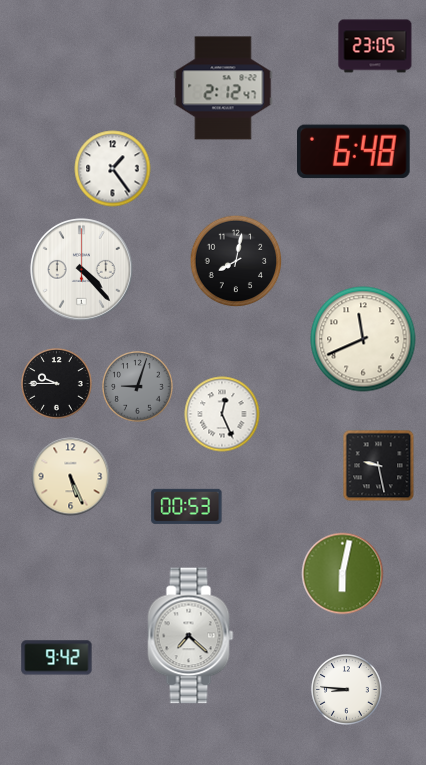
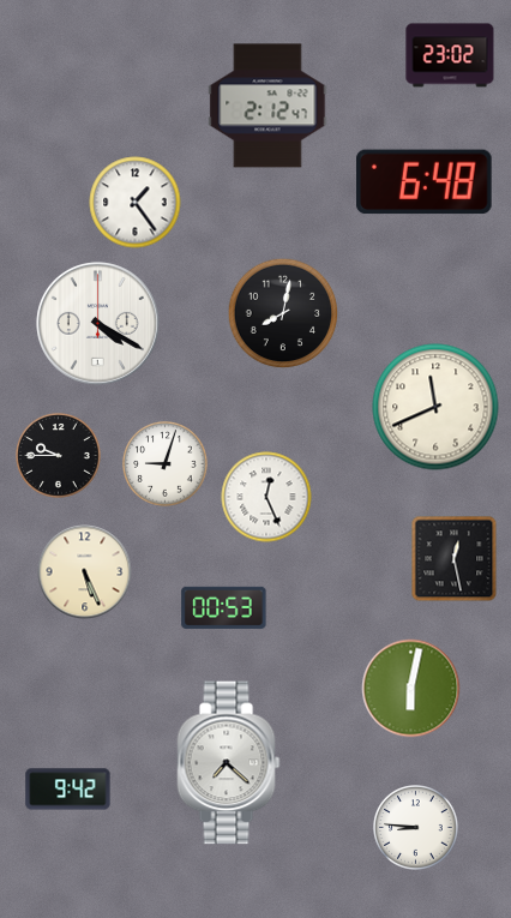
clock at (375, 46): 23:05 -> 23:02
clock at (82, 270): 4:23 -> 4:20
clock at (57, 384) position: (57, 384) -> (59, 456)
clock at (138, 387) dial: grey -> white
clock at (379, 466): 9:28 -> 12:28
